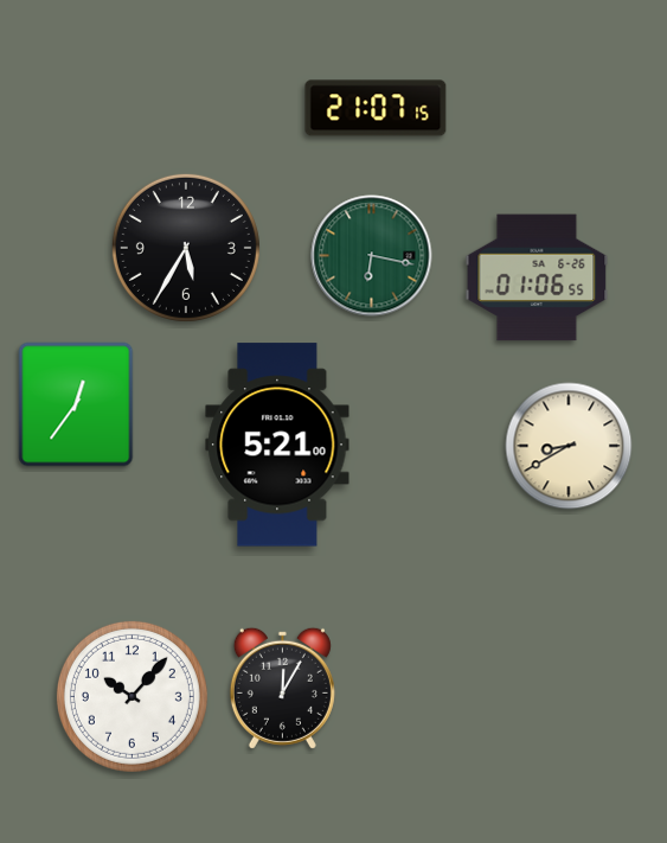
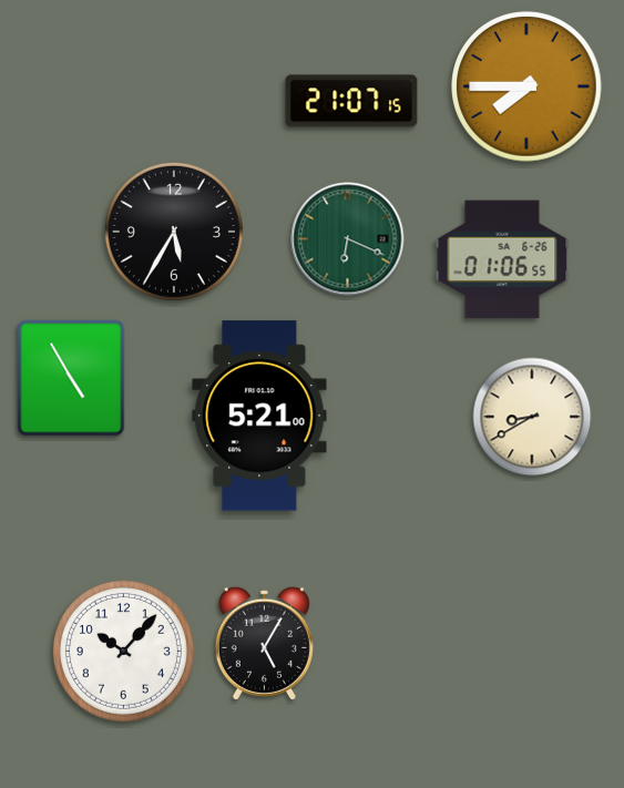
clock at (526, 86): none -> 7:45
clock at (372, 256): 6:17 -> 6:19
clock at (76, 404): 12:36 -> 4:55
clock at (282, 688): 12:05 -> 5:05
